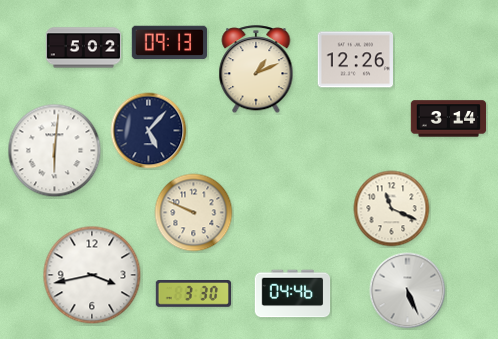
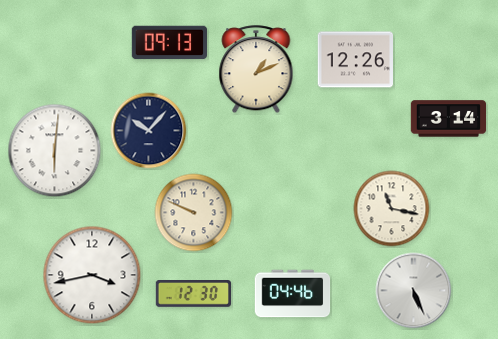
clock at (84, 48): 5:02 -> none
clock at (149, 131): 5:07 -> 10:07
clock at (392, 209): 11:19 -> 11:17
clock at (408, 291) position: (408, 291) -> (414, 291)
clock at (194, 294): 3:30 -> 12:30
